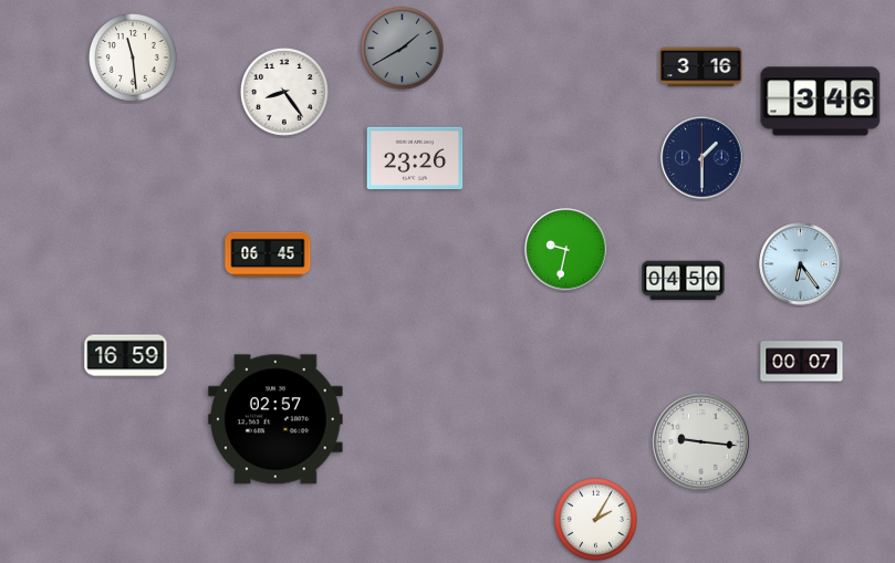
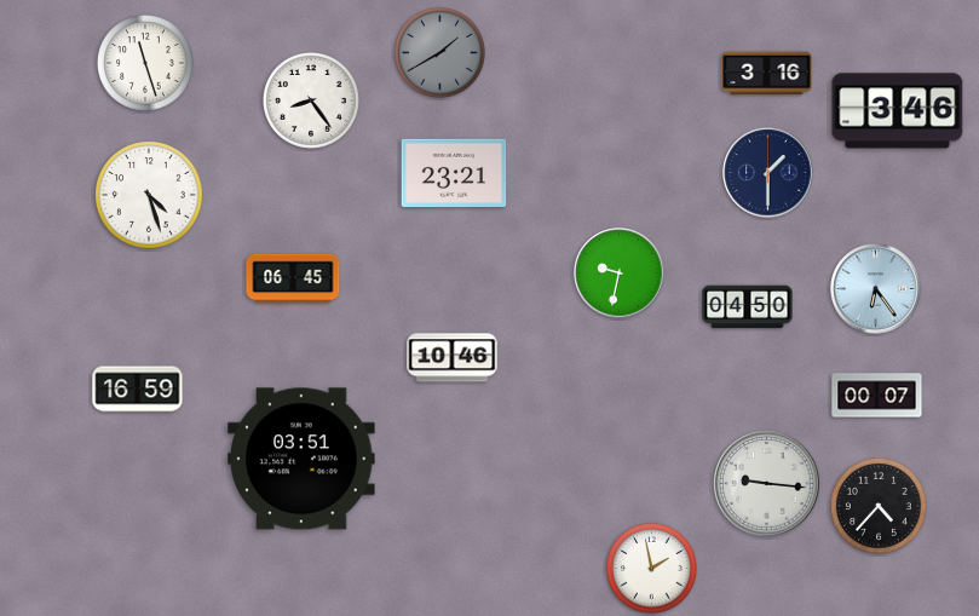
clock at (134, 59): 11:29 -> 11:27
clock at (415, 158): 23:26 -> 23:21
clock at (149, 195): none -> 4:27
clock at (453, 358): none -> 10:46
clock at (275, 419): 02:57 -> 03:51
clock at (880, 507): none -> 4:37
clock at (595, 519): 2:05 -> 1:58
